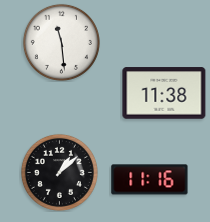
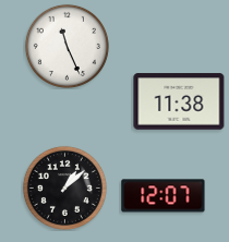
clock at (61, 42): 11:29 -> 11:26
clock at (150, 180): 11:16 -> 12:07
